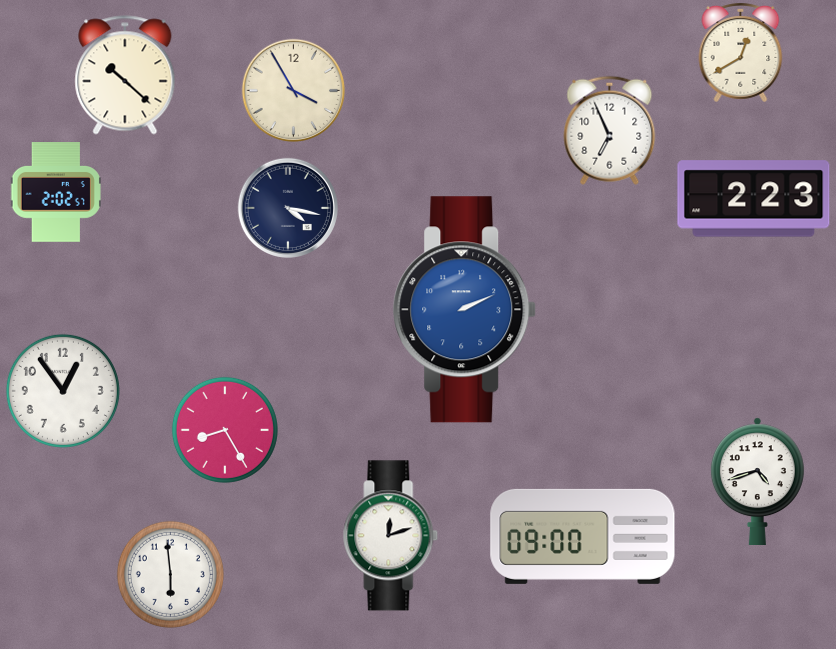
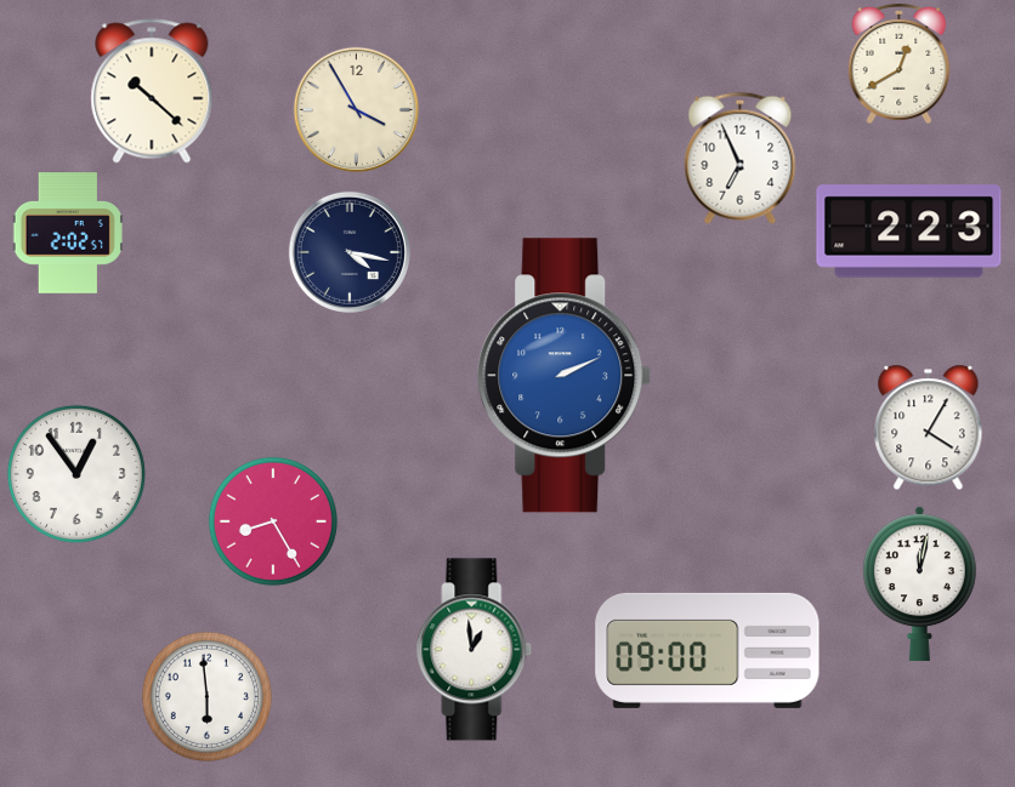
clock at (754, 199) position: (754, 199) -> (909, 232)
clock at (929, 428): none -> 4:05
clock at (757, 481): 4:42 -> 12:02
clock at (391, 536): 12:12 -> 12:59
